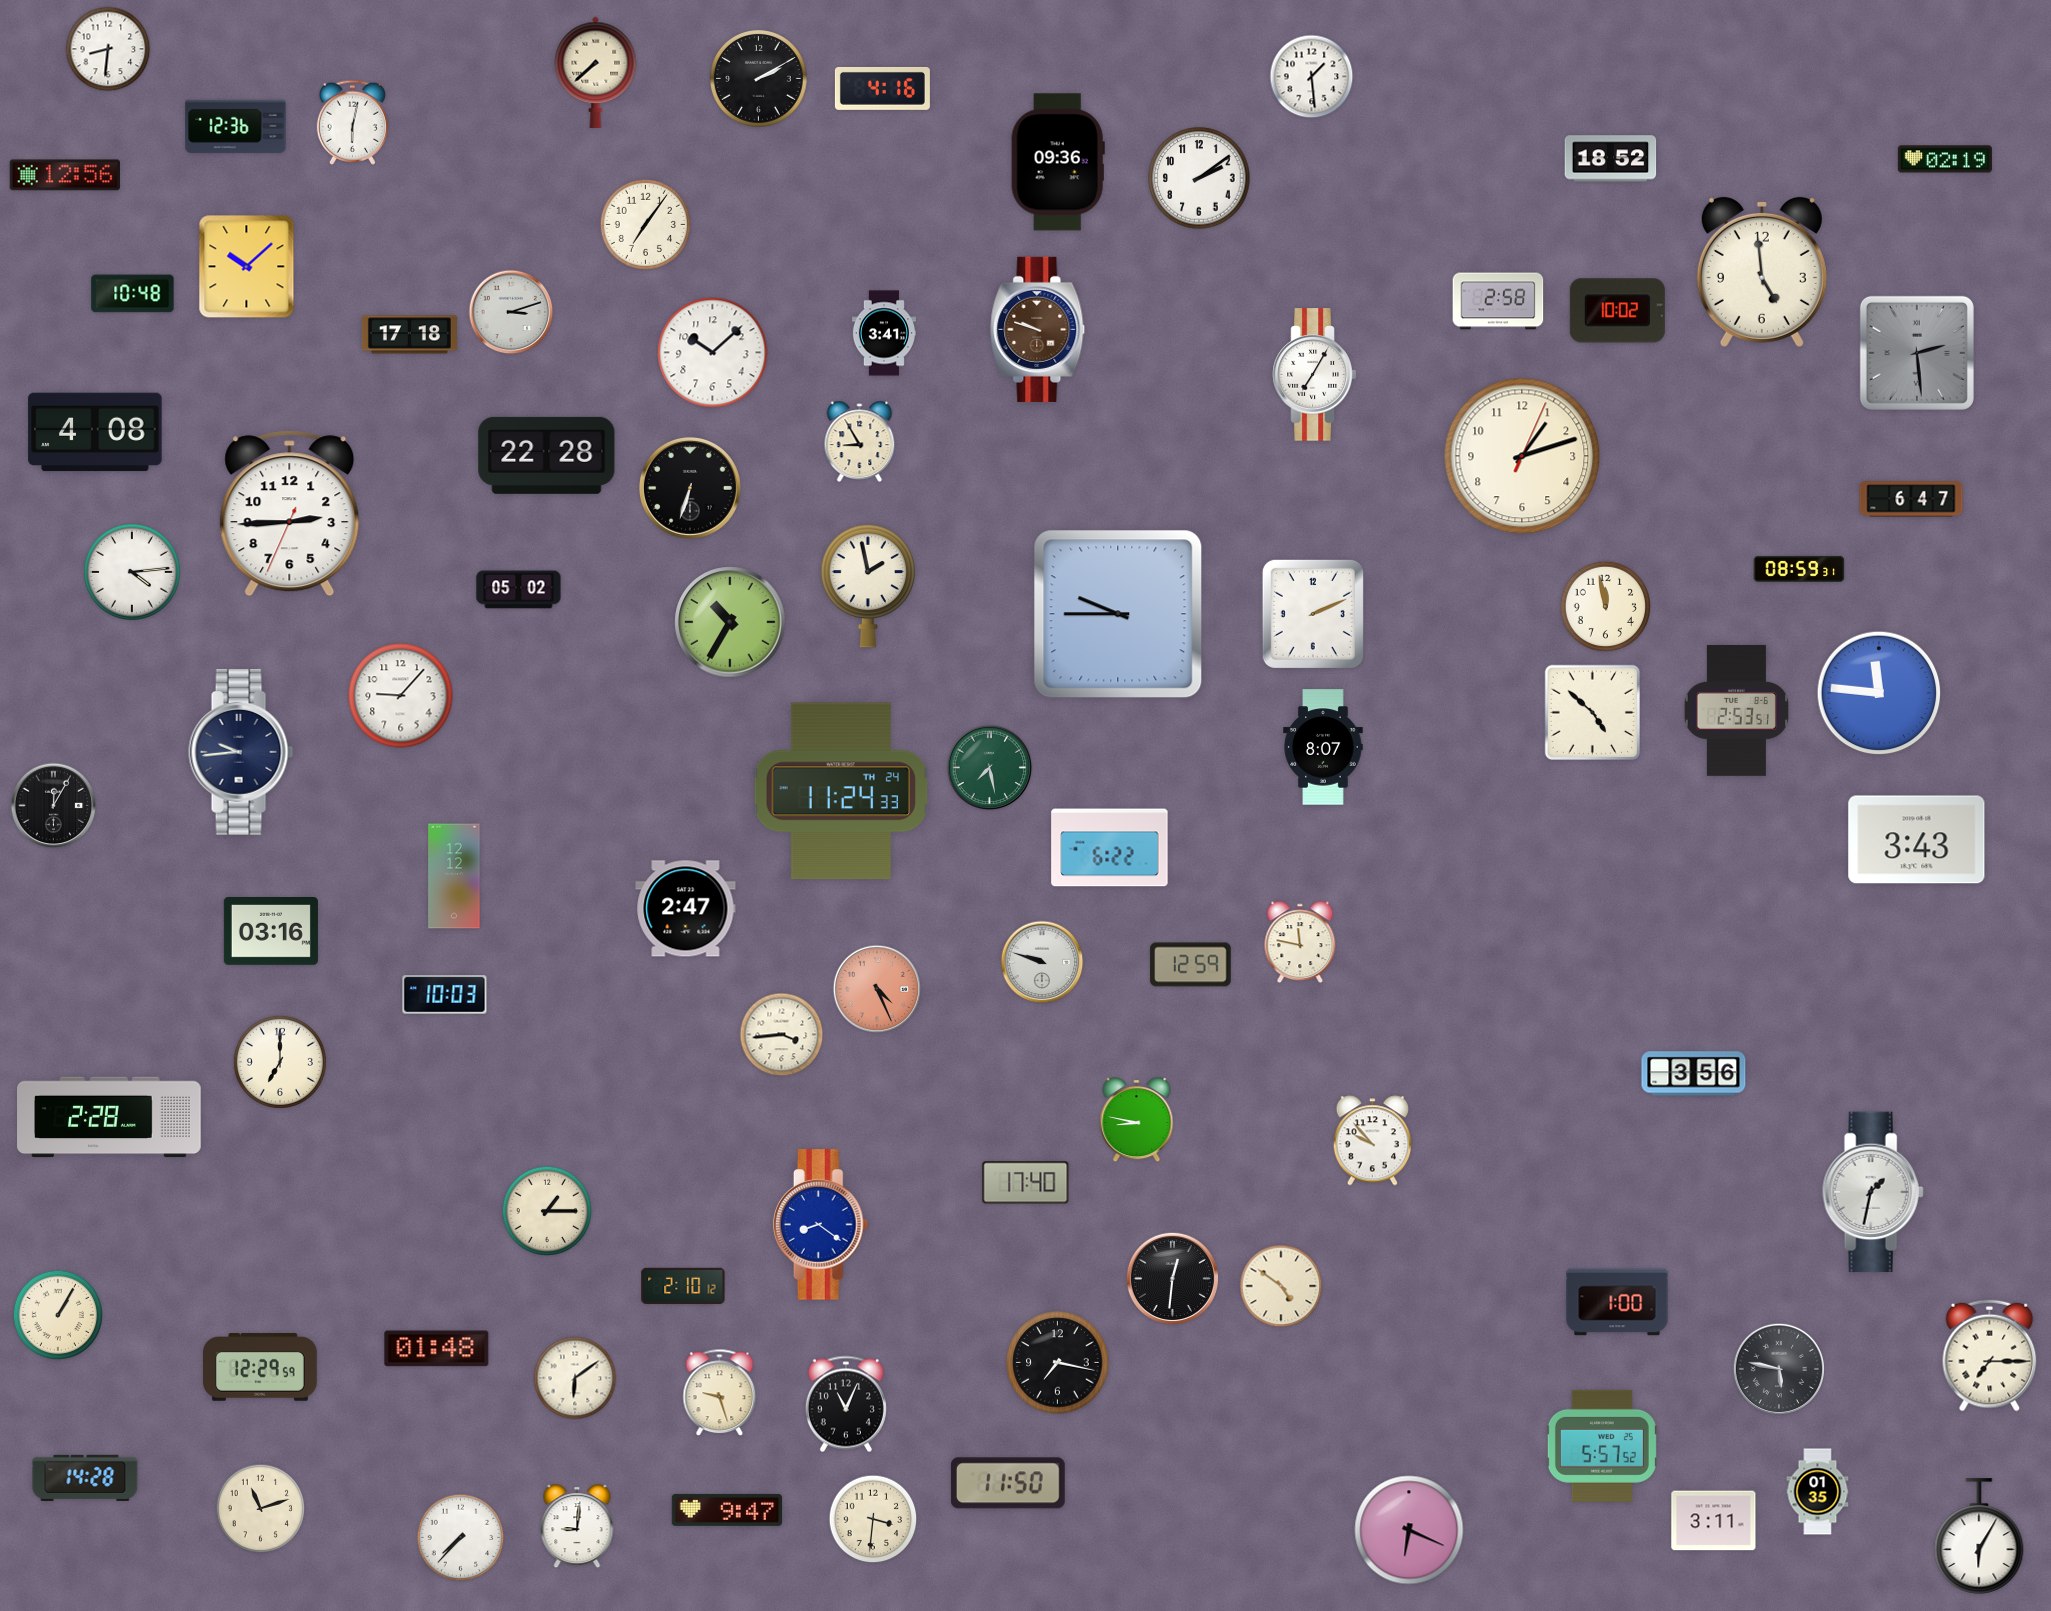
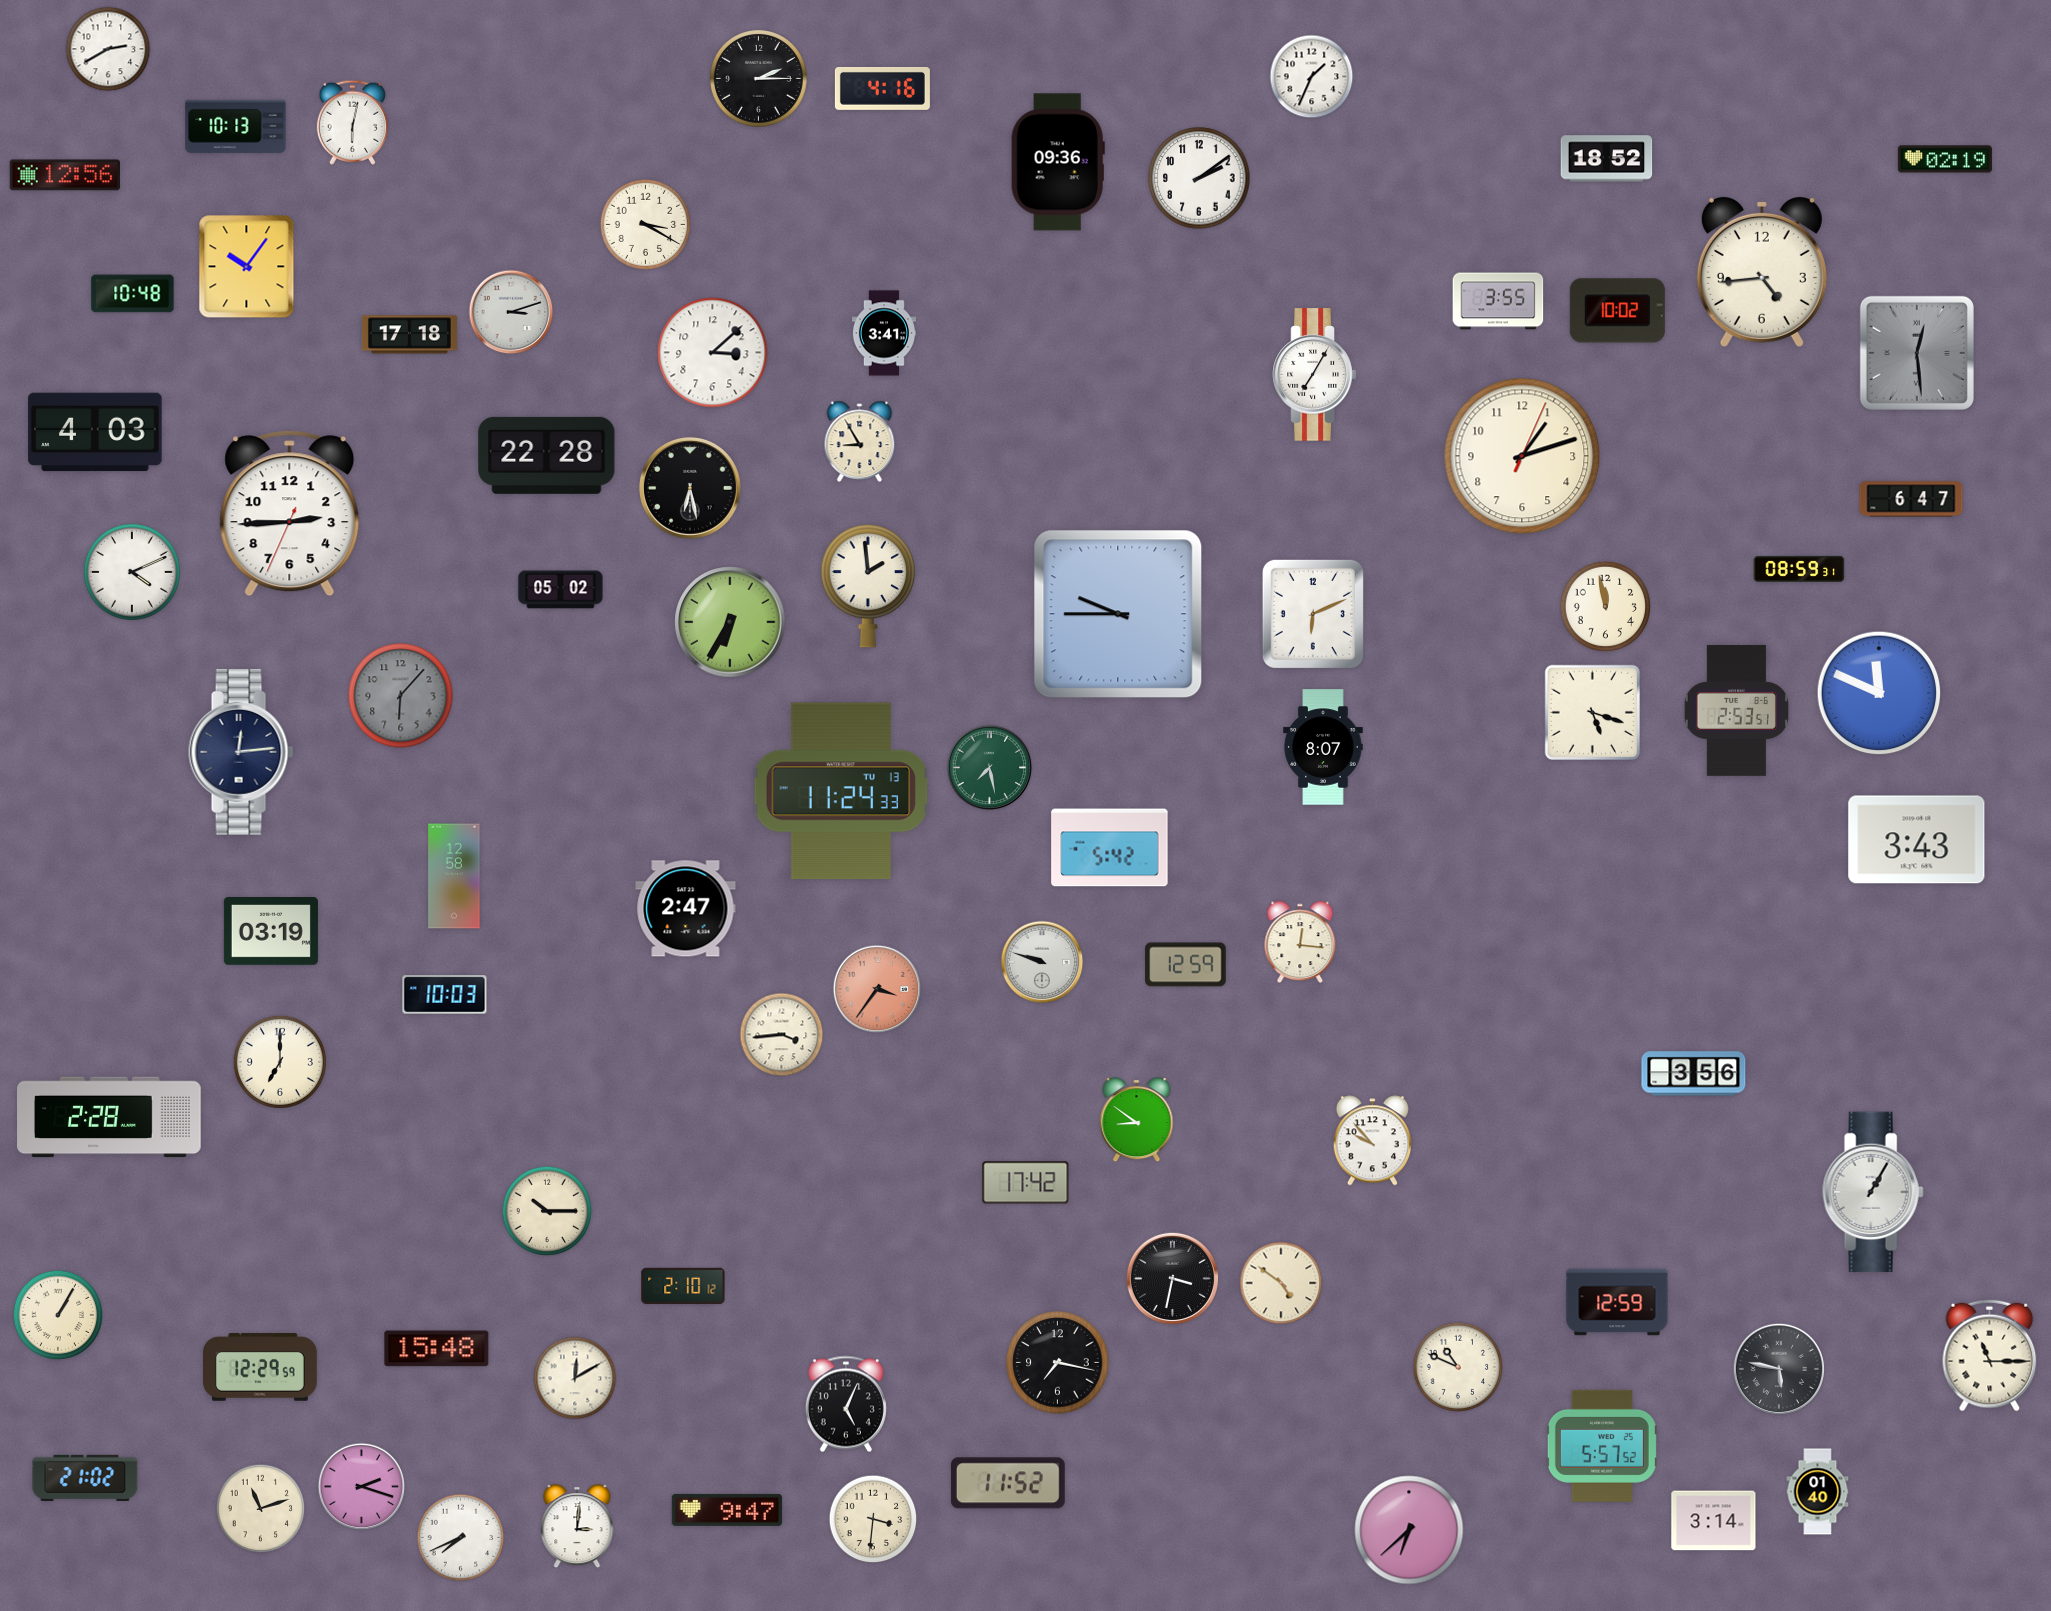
clock at (108, 49): 8:31 -> 2:40
clock at (596, 72): 7:38 -> none
clock at (1312, 77): 1:29 -> 1:34
clock at (759, 79): 2:10 -> 2:15
clock at (236, 126): 12:36 -> 10:13
clock at (1611, 159) position: (1611, 159) -> (1607, 159)
clock at (645, 224): 7:06 -> 3:20
clock at (247, 267): 10:08 -> 10:06
clock at (1762, 272): 4:59 -> 4:44
clock at (1498, 301): 2:58 -> 3:55
clock at (1038, 329): 9:48 -> none
clock at (713, 353): 10:08 -> 3:08
clock at (1917, 353): 2:29 -> 12:29
clock at (95, 432): 4:08 -> 4:03
clock at (690, 488): 6:33 -> 6:28
clock at (132, 572): 4:14 -> 4:11
clock at (868, 586): 1:58 -> 1:59
clock at (519, 590) position: (519, 590) -> (561, 590)
clock at (1313, 614): 2:11 -> 6:11
clock at (730, 622): 10:35 -> 6:35
clock at (1879, 693): 11:46 -> 11:49
clock at (401, 696): 9:07 -> 6:07
clock at (401, 696) dial: white -> grey
clock at (1592, 712): 4:52 -> 5:18
clock at (241, 752): 9:44 -> 12:14
clock at (840, 791) date: TH 24 -> TU 13
clock at (54, 806): 12:05 -> none
clock at (1110, 848): 6:22 -> 5:42
clock at (454, 876): 12:12 -> 12:58
clock at (271, 932): 03:16 -> 03:19
clock at (1300, 942): 11:47 -> 12:16
clock at (1191, 965) position: (1191, 965) -> (1186, 965)
clock at (877, 989): 4:26 -> 3:36
clock at (1137, 1120): 8:47 -> 8:51
clock at (1026, 1183): 17:40 -> 17:42
clock at (1873, 1192): 1:32 -> 1:05
clock at (547, 1211): 1:15 -> 10:15
clock at (821, 1225): 8:21 -> none
clock at (1172, 1278): 12:31 -> 3:32
clock at (1281, 1286) position: (1281, 1286) -> (1281, 1283)
clock at (1617, 1302): 1:00 -> 12:59
clock at (437, 1349): 01:48 -> 15:48
clock at (1990, 1356): 7:15 -> 11:15
clock at (1458, 1367): none -> 10:49
clock at (575, 1378): 6:09 -> 12:10
clock at (720, 1393): 9:27 -> none
clock at (846, 1404): 11:04 -> 5:04
clock at (85, 1478): 14:28 -> 21:02
clock at (1008, 1483): 11:50 -> 11:52
clock at (362, 1487): none -> 2:18
clock at (1818, 1492): 01:35 -> 01:40
clock at (1714, 1521): 3:11 -> 3:14
clock at (577, 1527): 9:01 -> 3:01
clock at (1409, 1530): 6:19 -> 6:38
clock at (1979, 1536): 6:05 -> none
clock at (461, 1538): 7:37 -> 7:41
